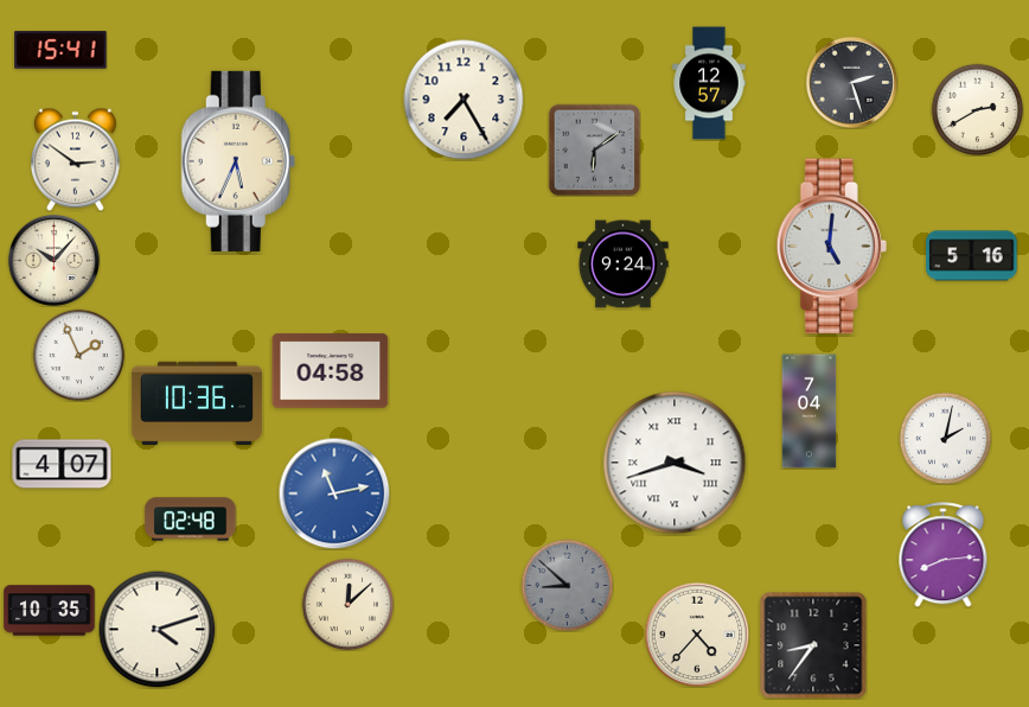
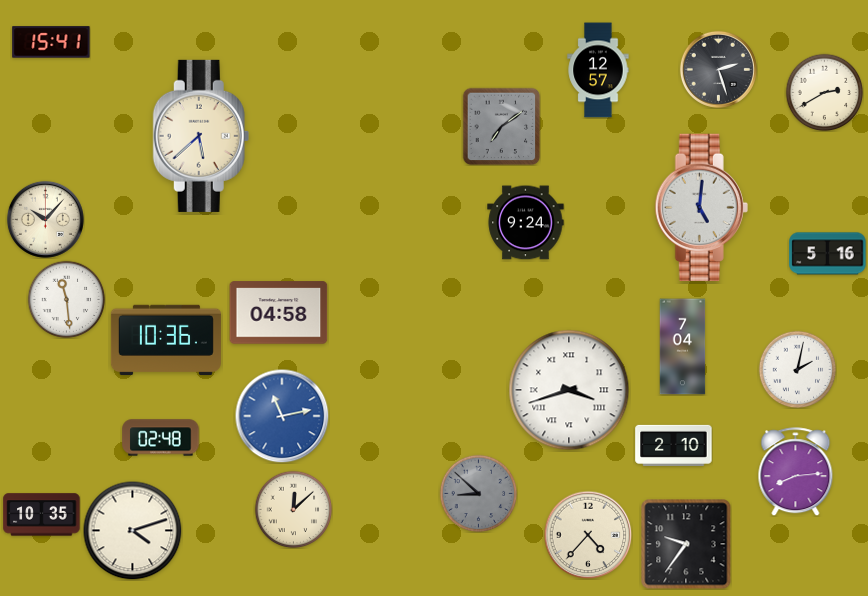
clock at (464, 100): 7:25 -> none
clock at (594, 149): 6:09 -> 7:09
clock at (75, 159): 2:51 -> none
clock at (238, 161): 5:34 -> 5:38
clock at (972, 256) position: (972, 256) -> (828, 254)
clock at (78, 355): 1:56 -> 11:29
clock at (62, 464): 4:07 -> none
clock at (674, 445): none -> 2:10
clock at (944, 555) position: (944, 555) -> (796, 472)
clock at (813, 645): 8:36 -> 9:36
